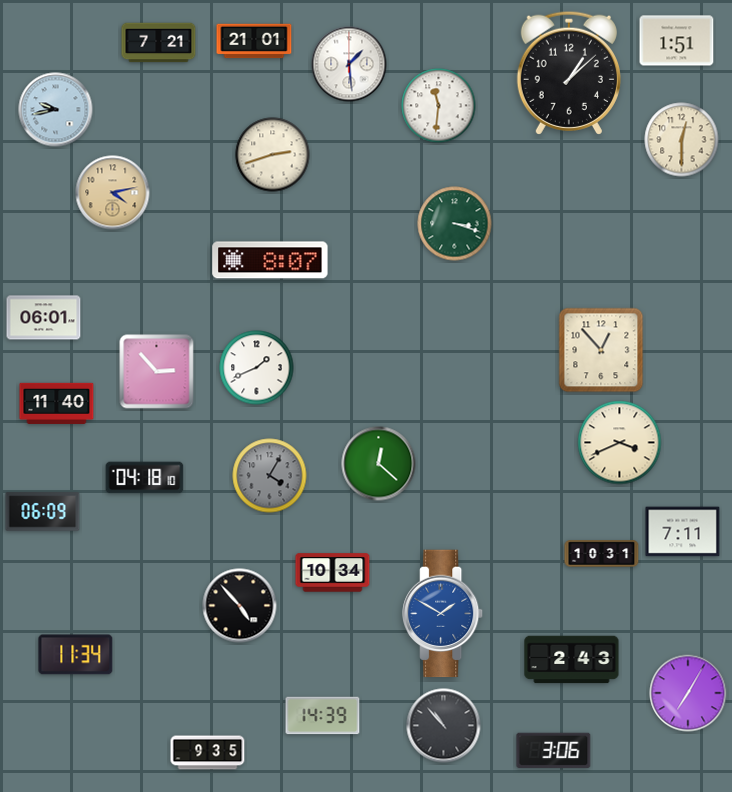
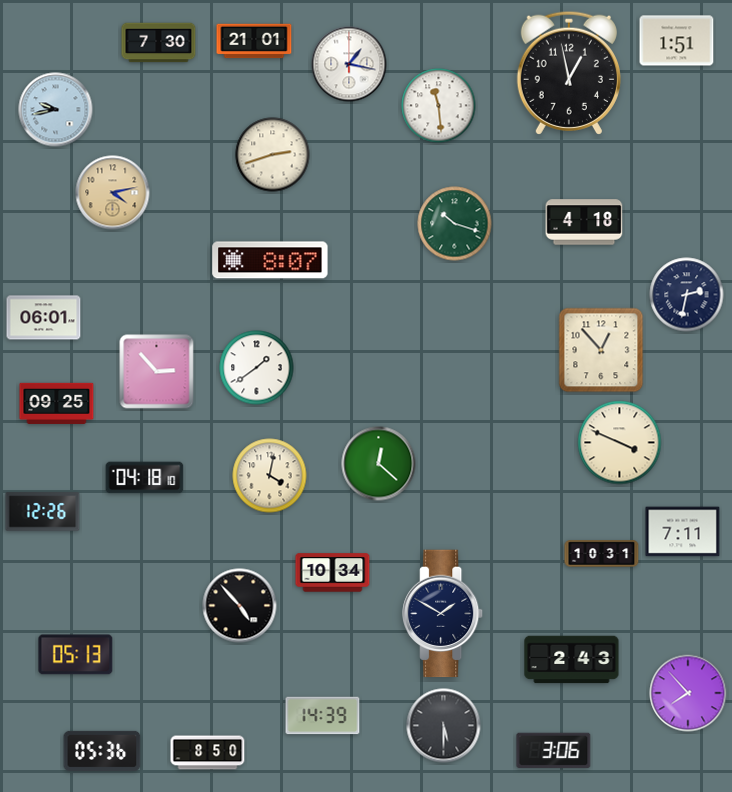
clock at (159, 43): 7:21 -> 7:30
clock at (349, 64): 1:29 -> 1:17
clock at (569, 73): 1:08 -> 12:58
clock at (439, 106): 11:31 -> 11:29
clock at (682, 140): 12:30 -> none
clock at (584, 222): none -> 4:18
clock at (455, 224): 3:18 -> 10:18
clock at (687, 295): none -> 2:32
clock at (257, 368): 1:41 -> 1:39
clock at (57, 403): 11:40 -> 09:25
clock at (620, 443): 3:41 -> 3:49
clock at (270, 476): 4:05 -> 4:02
clock at (270, 476) dial: grey -> cream
clock at (43, 512): 06:09 -> 12:26
clock at (443, 614) dial: blue -> navy
clock at (76, 655): 11:34 -> 05:13
clock at (688, 693): 7:05 -> 7:53
clock at (444, 726): 10:53 -> 5:30
clock at (102, 751): none -> 05:36
clock at (208, 753): 9:35 -> 8:50
